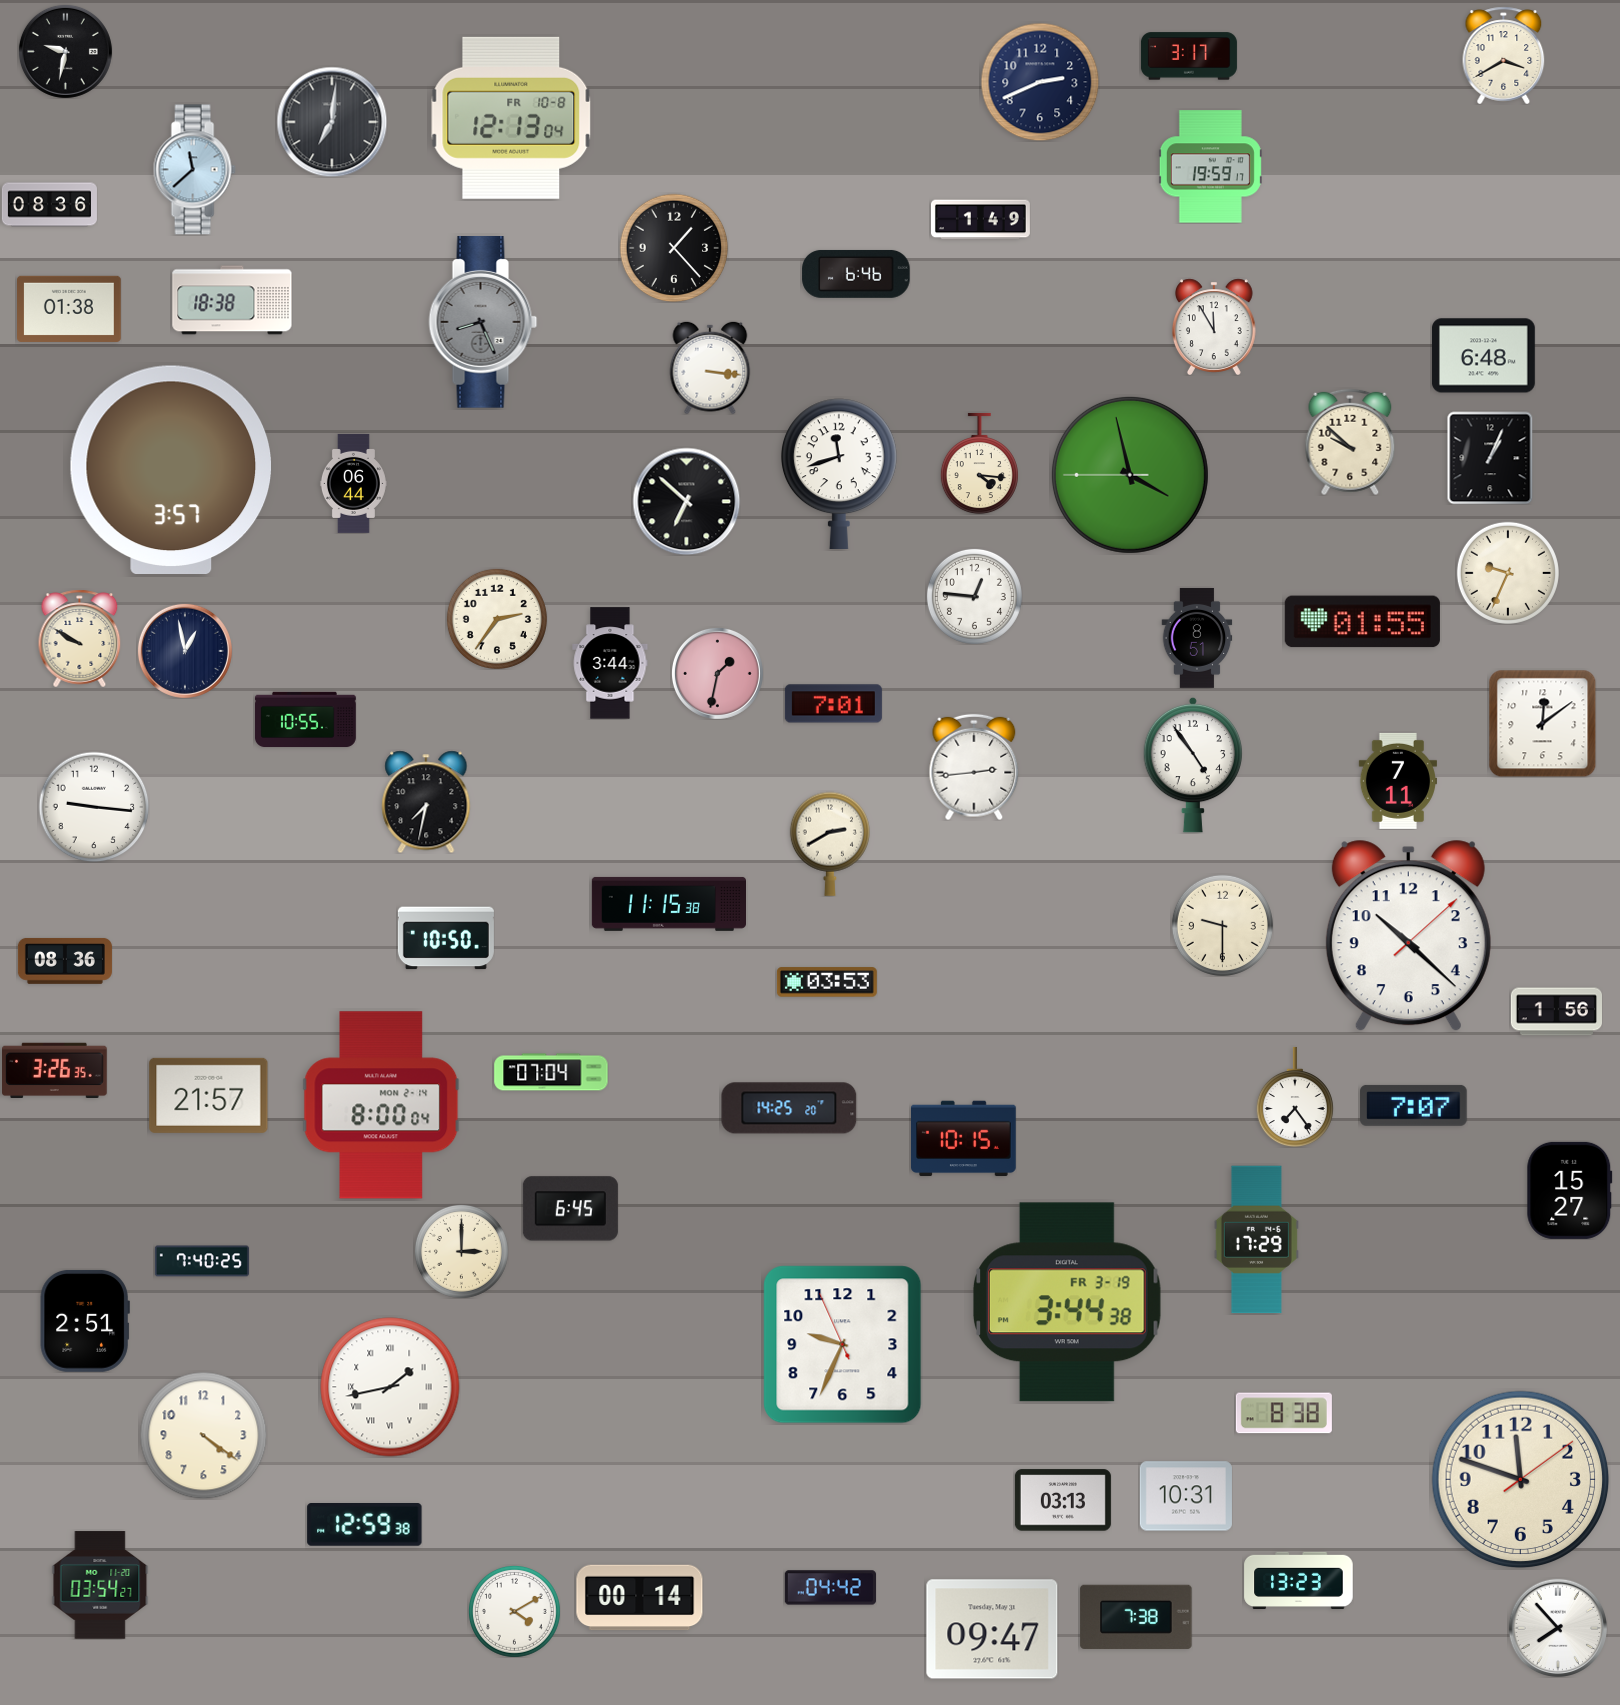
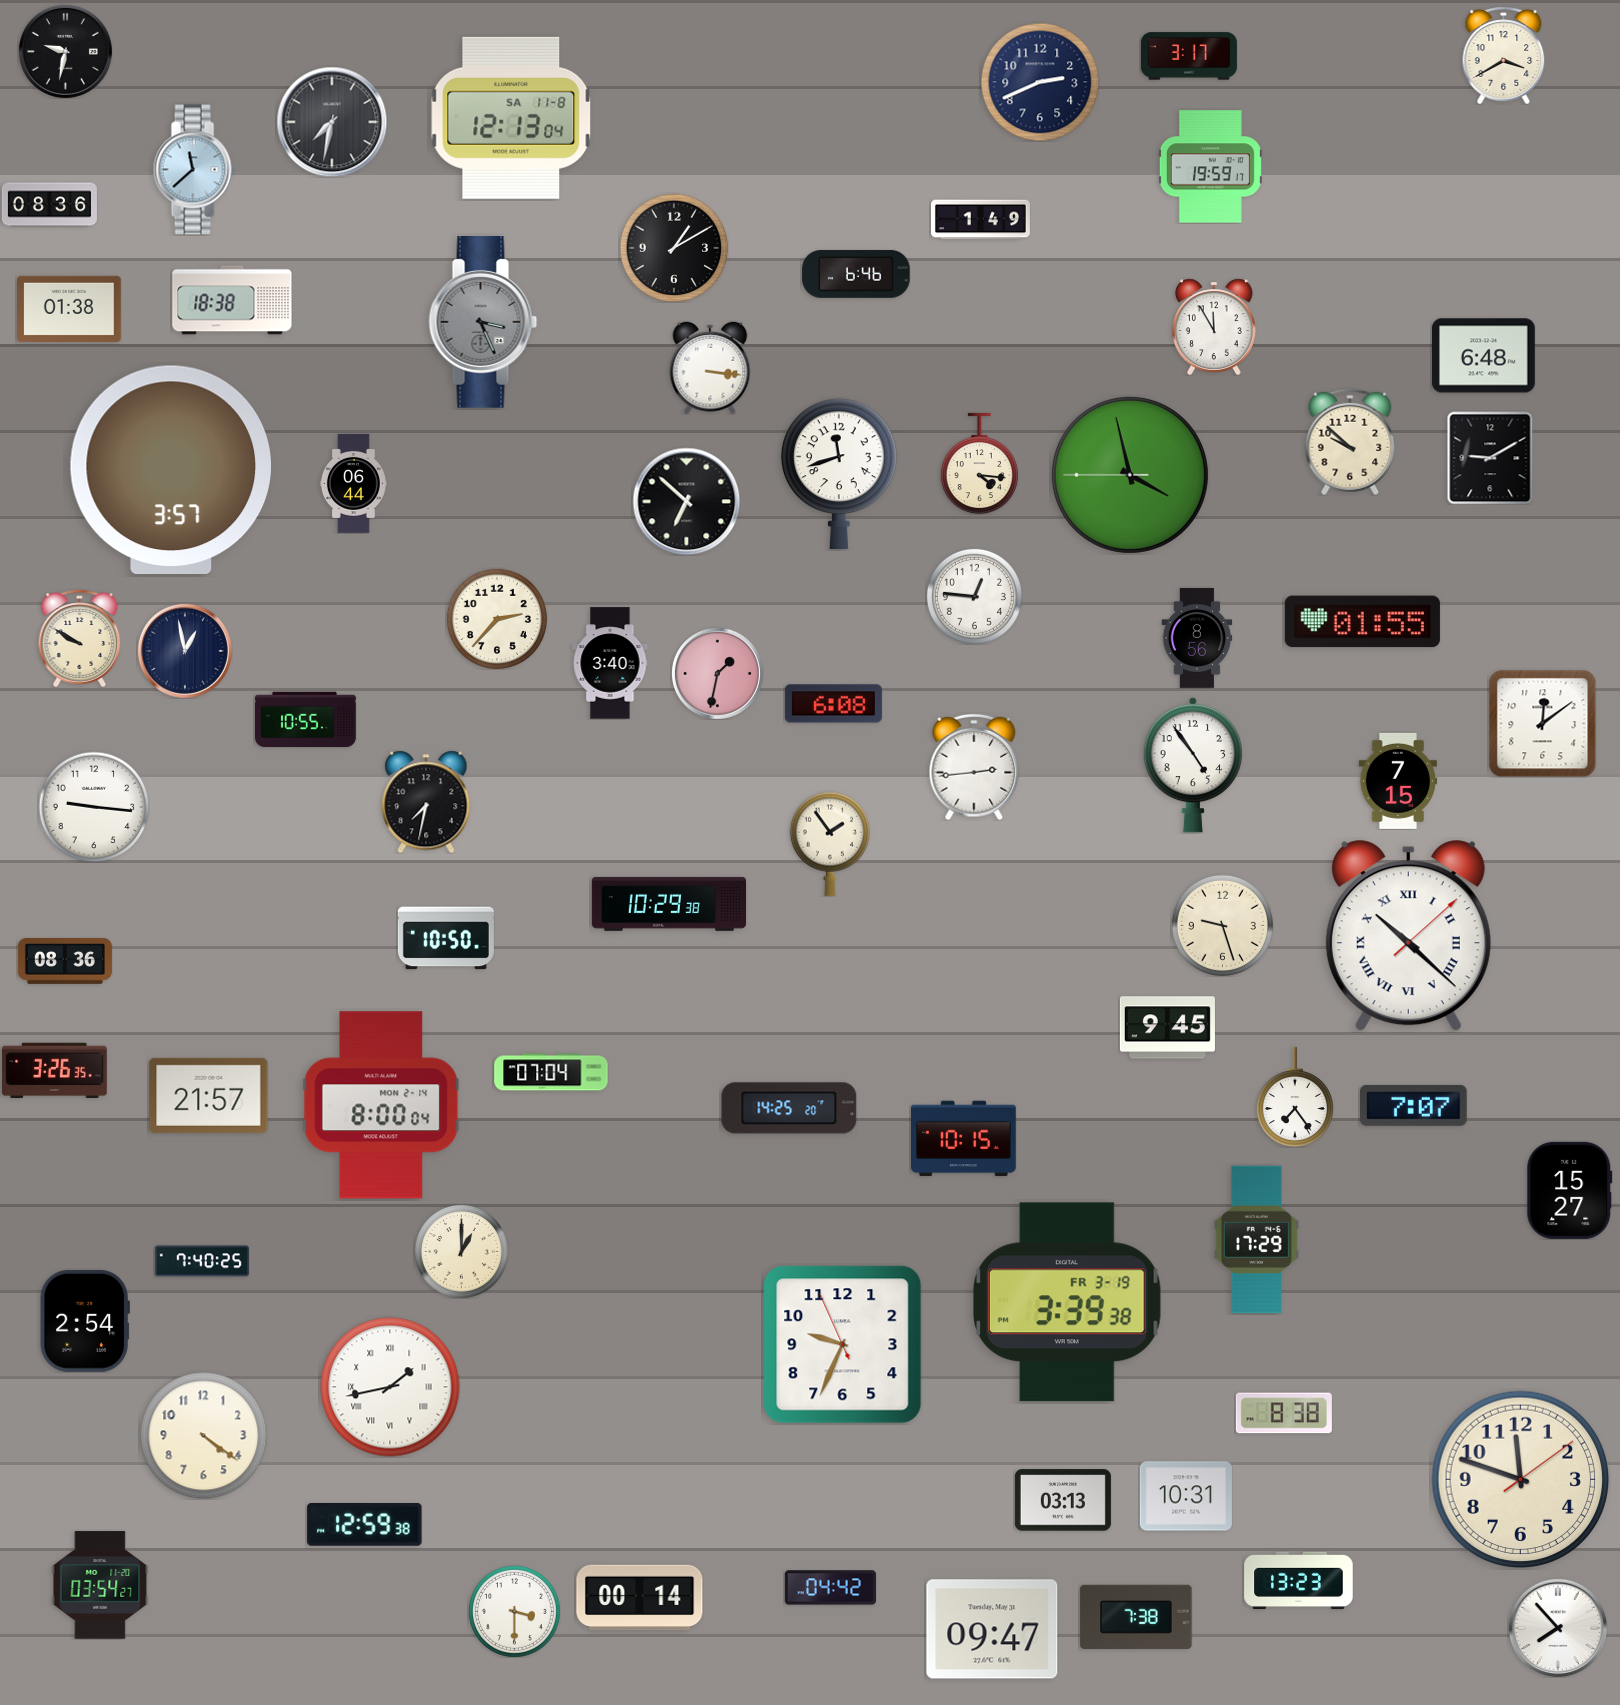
clock at (511, 118) date: FR 10-8 -> SA 11-8
clock at (332, 122): 7:01 -> 7:32
clock at (674, 248): 1:23 -> 1:10
clock at (483, 323): 8:26 -> 3:26
clock at (1490, 458): 1:04 -> 9:10
clock at (1508, 573): 9:34 -> none
clock at (497, 619): 2:36 -> 2:37
clock at (1197, 638): 8:51 -> 8:56
clock at (610, 663): 3:44 -> 3:40
clock at (833, 704): 7:01 -> 6:08
clock at (1398, 781): 7:11 -> 7:15
clock at (830, 844): 2:40 -> 1:54
clock at (668, 904): 11:15 -> 10:29
clock at (1222, 925): 9:30 -> 9:27
clock at (1408, 936) numerals: Arabic -> Roman
clock at (827, 982): 03:53 -> none
clock at (1556, 1012): 1:56 -> none
clock at (1167, 1028): none -> 9:45
clock at (570, 1209): 6:45 -> none
clock at (461, 1251): 3:00 -> 1:00
clock at (1067, 1302): 3:44 -> 3:39
clock at (85, 1321): 2:51 -> 2:54
clock at (515, 1612): 4:10 -> 3:30
